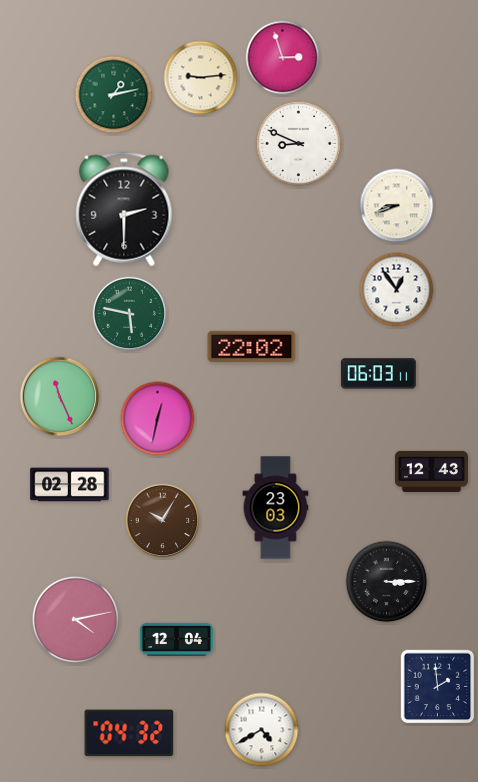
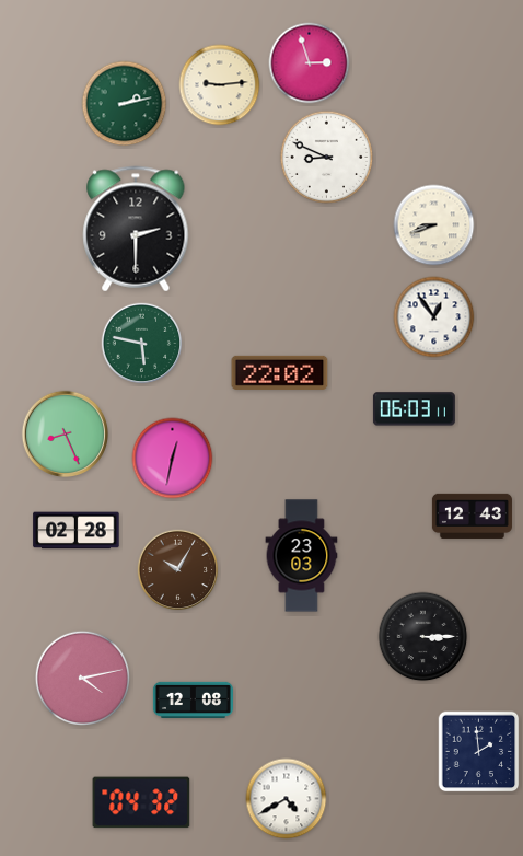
clock at (114, 95): 1:13 -> 2:13
clock at (252, 346) position: (252, 346) -> (280, 372)
clock at (60, 397): 11:26 -> 8:26
clock at (176, 639): 12:04 -> 12:08
